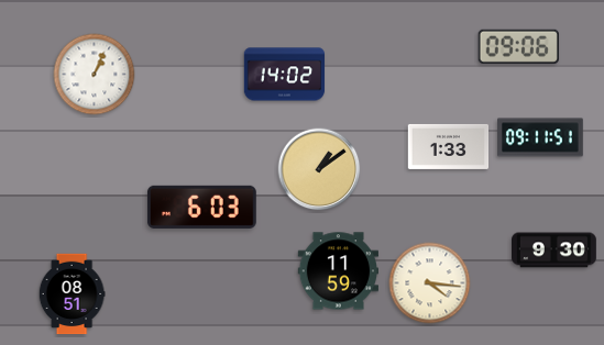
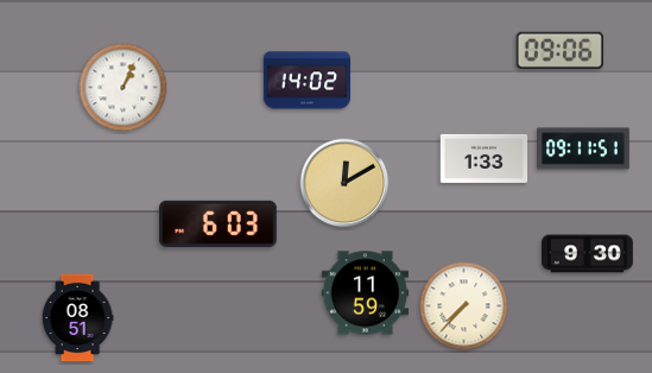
clock at (95, 75) position: (95, 75) -> (124, 88)
clock at (319, 169): 1:09 -> 12:10
clock at (554, 251) position: (554, 251) -> (588, 254)
clock at (430, 283): 4:16 -> 7:37
